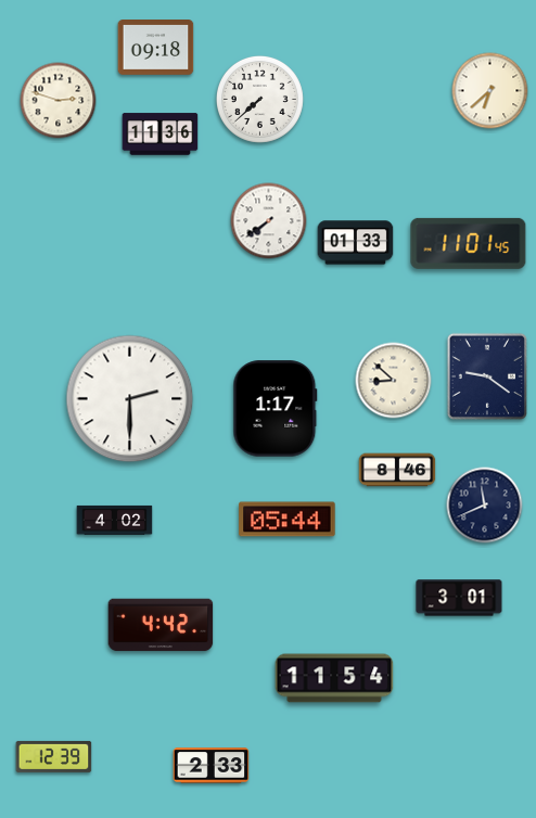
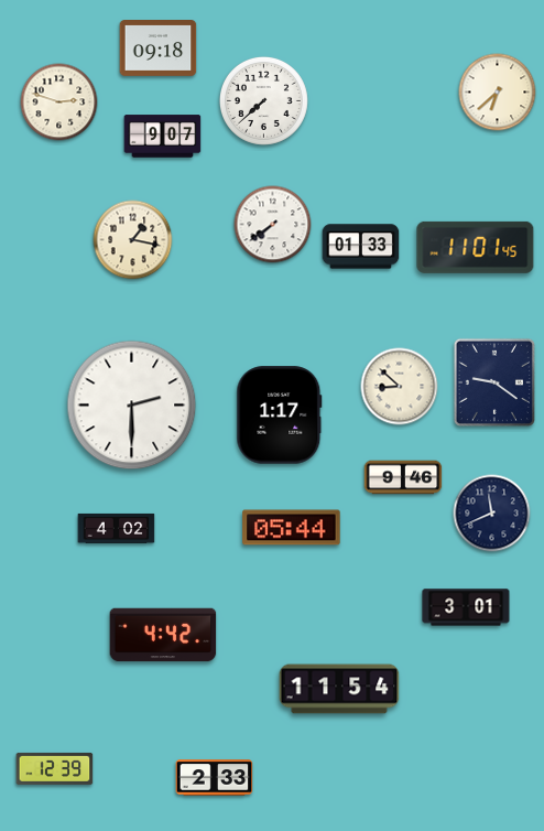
clock at (161, 135): 11:36 -> 9:07
clock at (133, 240): none -> 1:17
clock at (397, 470): 8:46 -> 9:46
